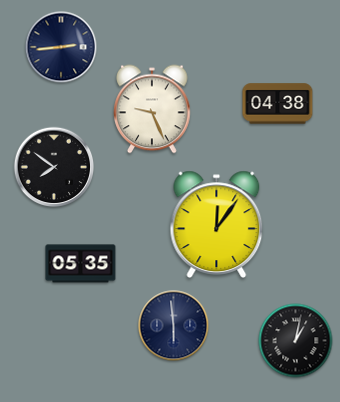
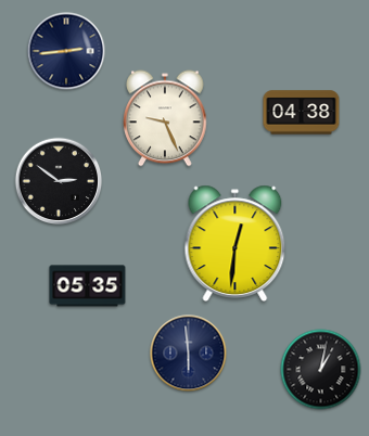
clock at (54, 167): 7:51 -> 2:51
clock at (217, 224): 12:06 -> 12:31
